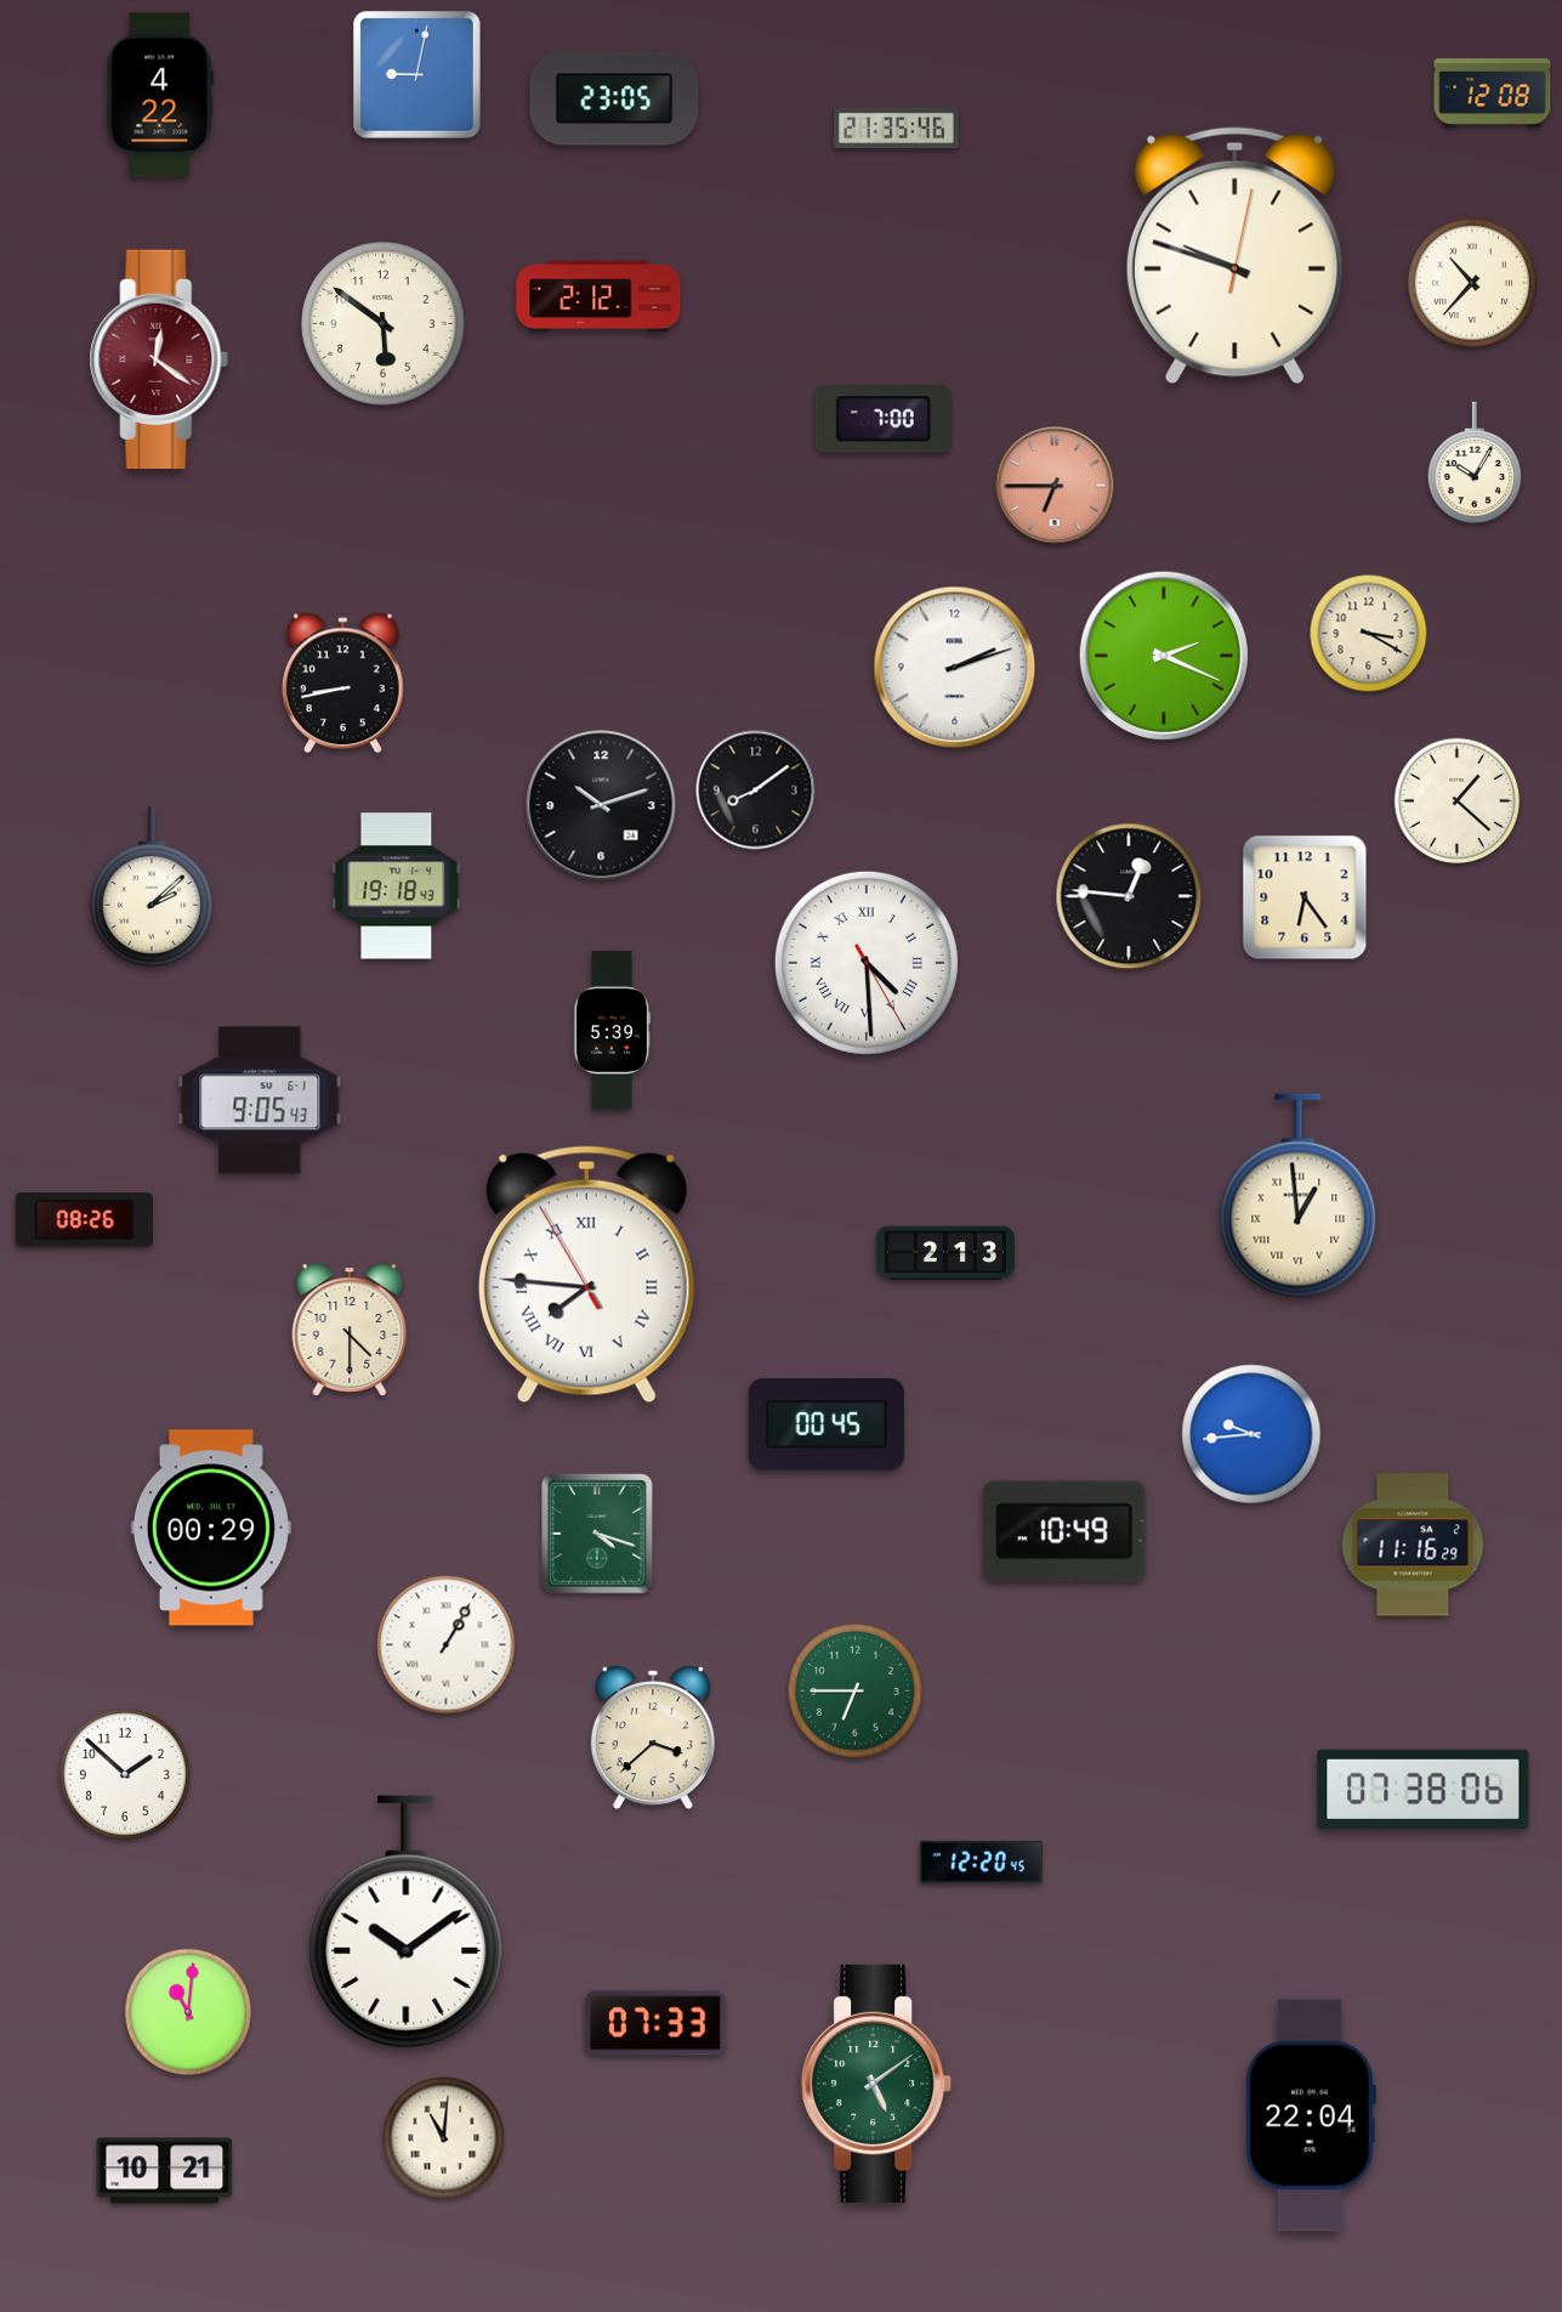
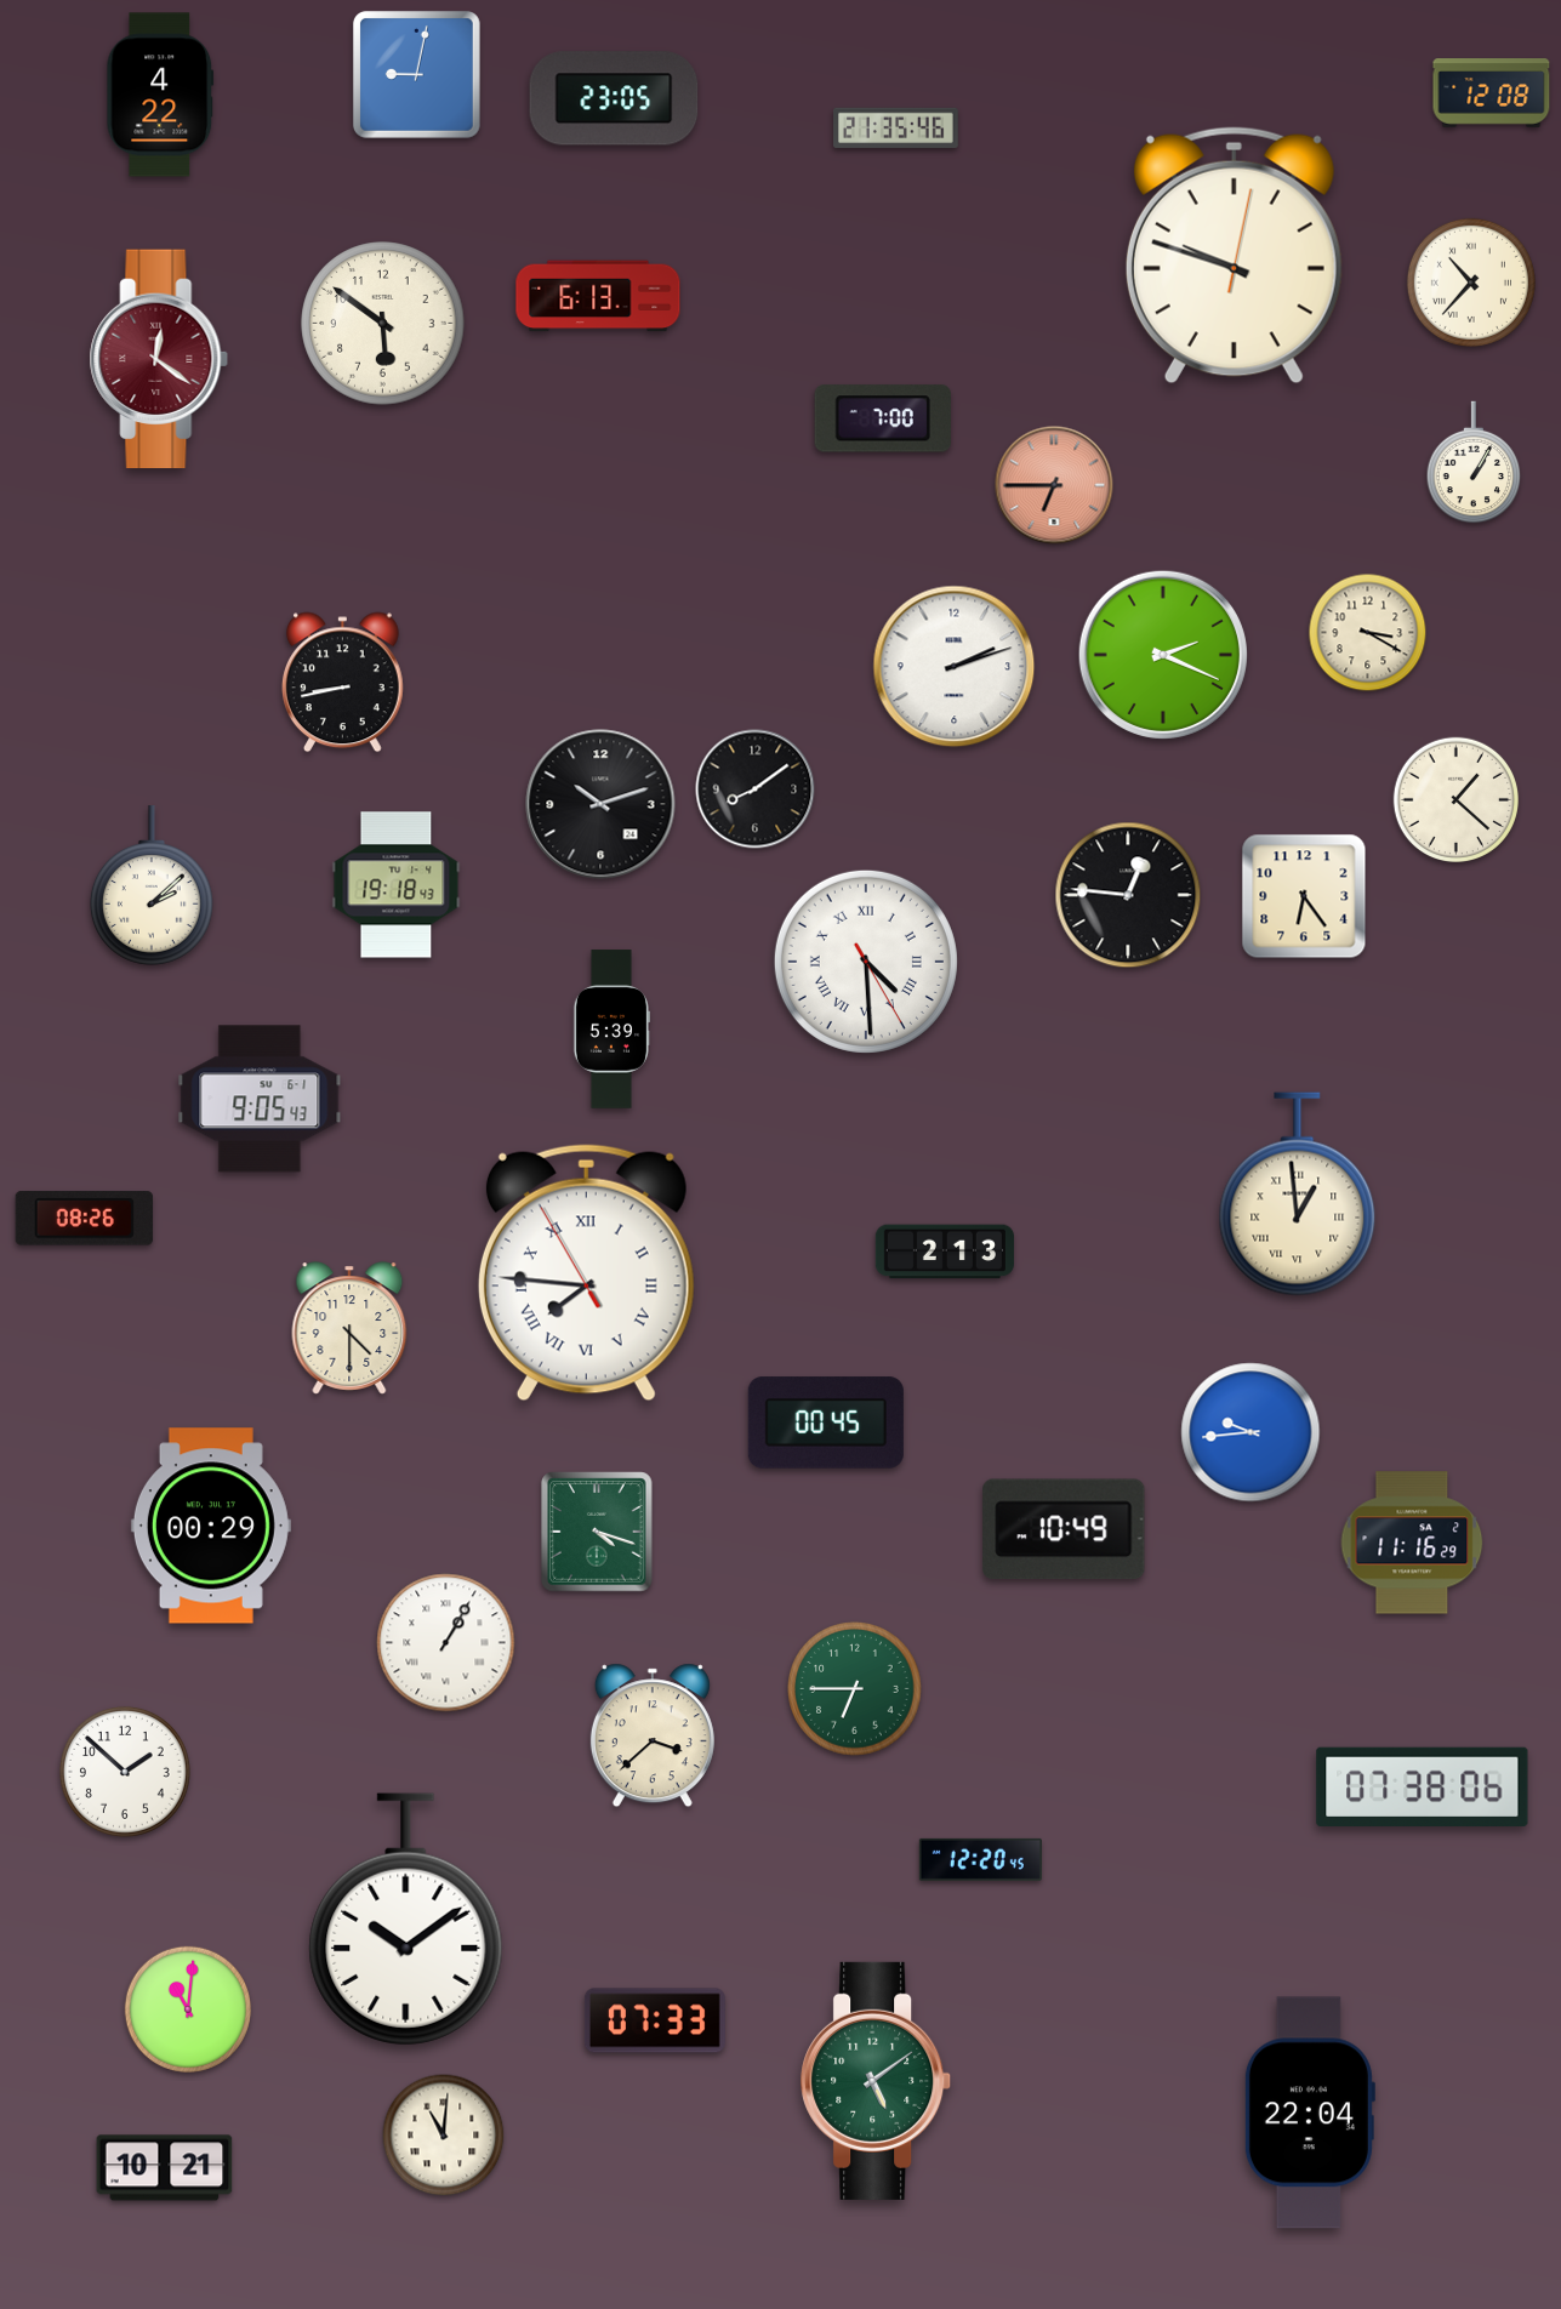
clock at (598, 296): 2:12 -> 6:13
clock at (1475, 463): 10:05 -> 1:05
